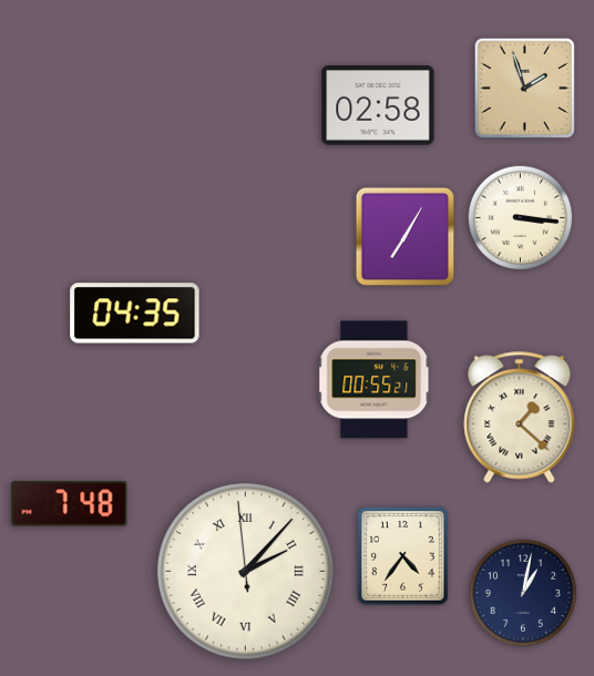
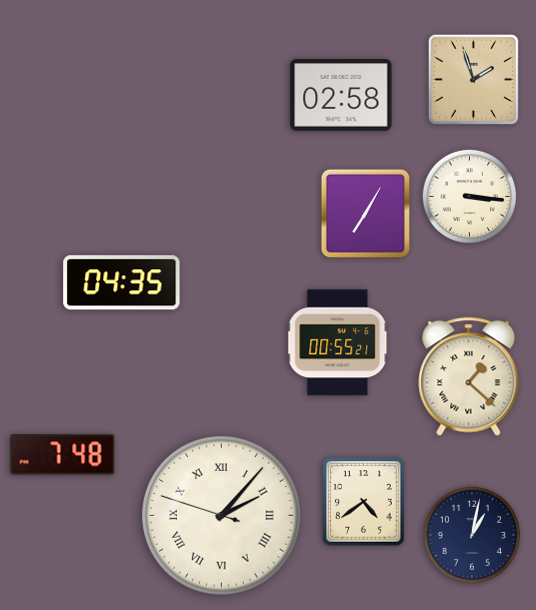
clock at (403, 556): 4:36 -> 4:39
clock at (246, 572): 2:06:59 -> 2:06:48
